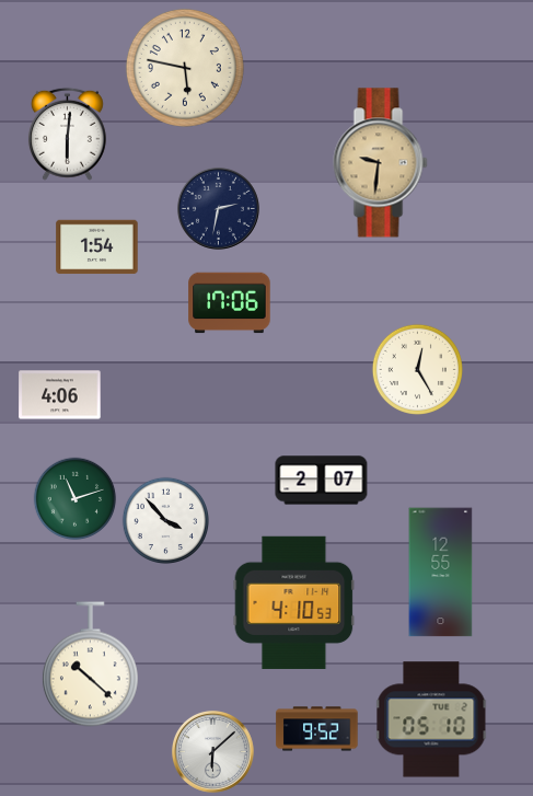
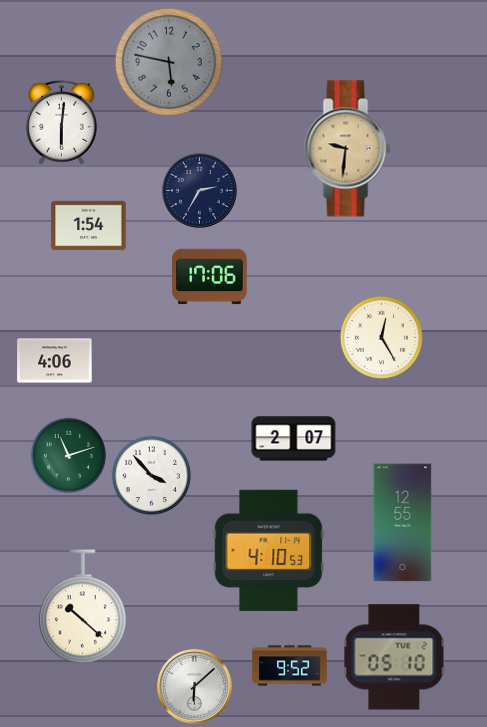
clock at (185, 68) dial: cream -> grey
clock at (218, 208): 2:32 -> 2:35
